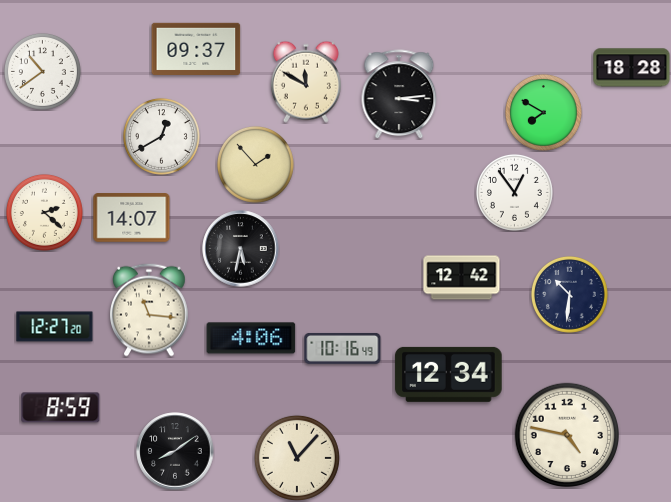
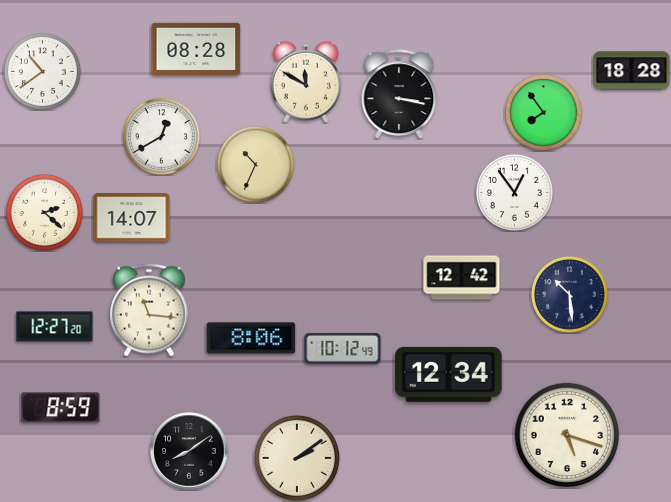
clock at (196, 49): 09:37 -> 08:28
clock at (632, 68) position: (632, 68) -> (632, 71)
clock at (399, 94): 3:14 -> 3:17
clock at (543, 112): 7:50 -> 7:54
clock at (255, 164): 1:53 -> 10:34
clock at (241, 249): 5:32 -> none
clock at (569, 294): 10:31 -> 10:29
clock at (251, 338): 4:06 -> 8:06
clock at (343, 348): 10:16 -> 10:12
clock at (566, 434): 4:47 -> 5:18
clock at (175, 451) position: (175, 451) -> (189, 451)
clock at (297, 458): 11:07 -> 2:09
